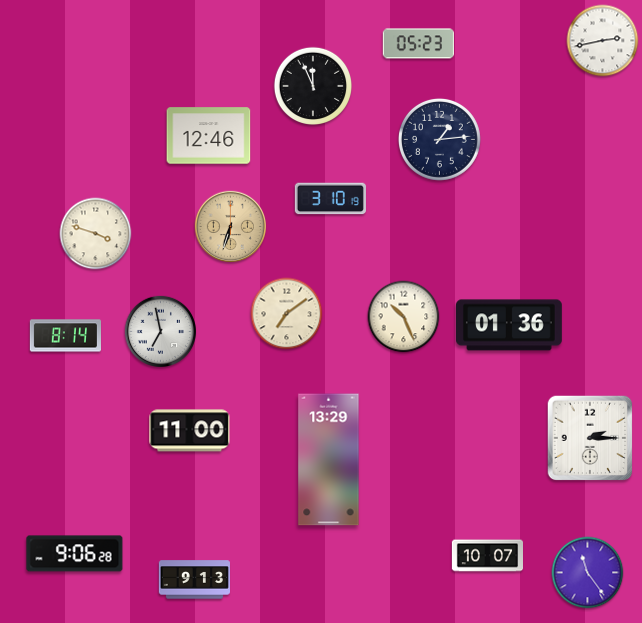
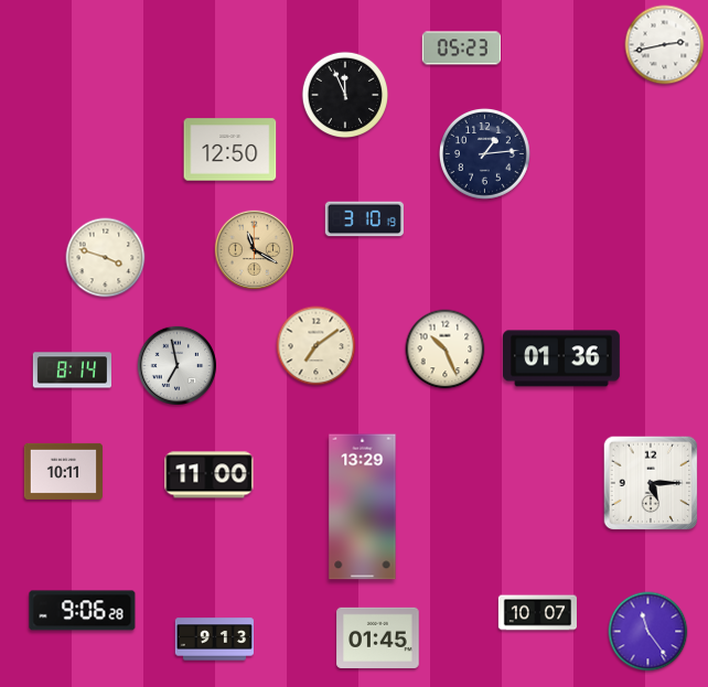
clock at (209, 136): 12:46 -> 12:50
clock at (230, 226): 6:33 -> 11:20
clock at (63, 471): none -> 10:11
clock at (590, 438): 2:15 -> 5:15
clock at (378, 637): none -> 01:45
